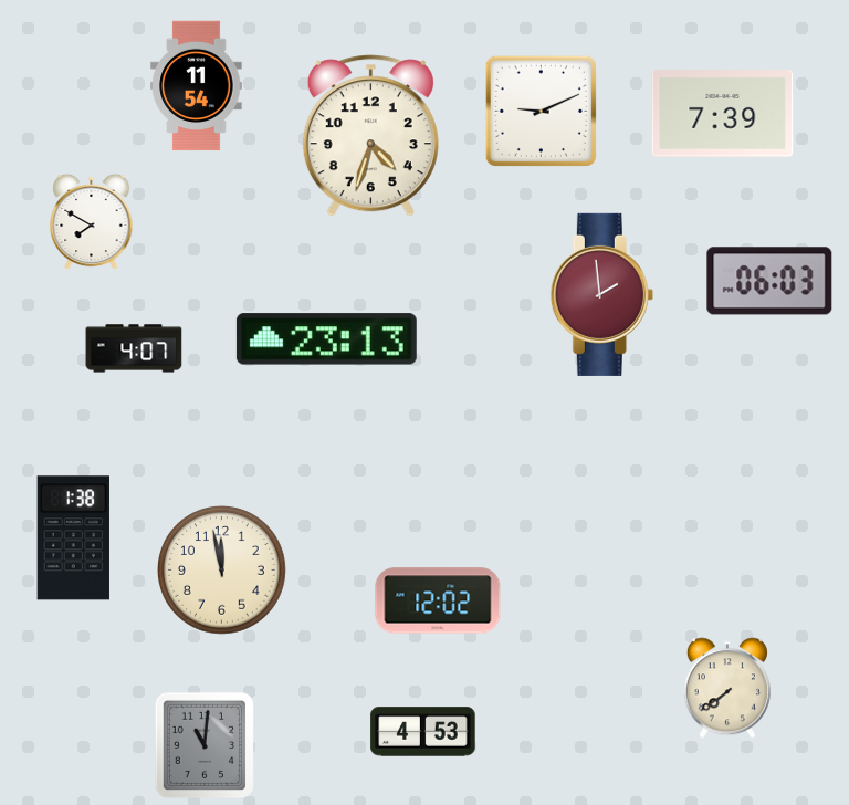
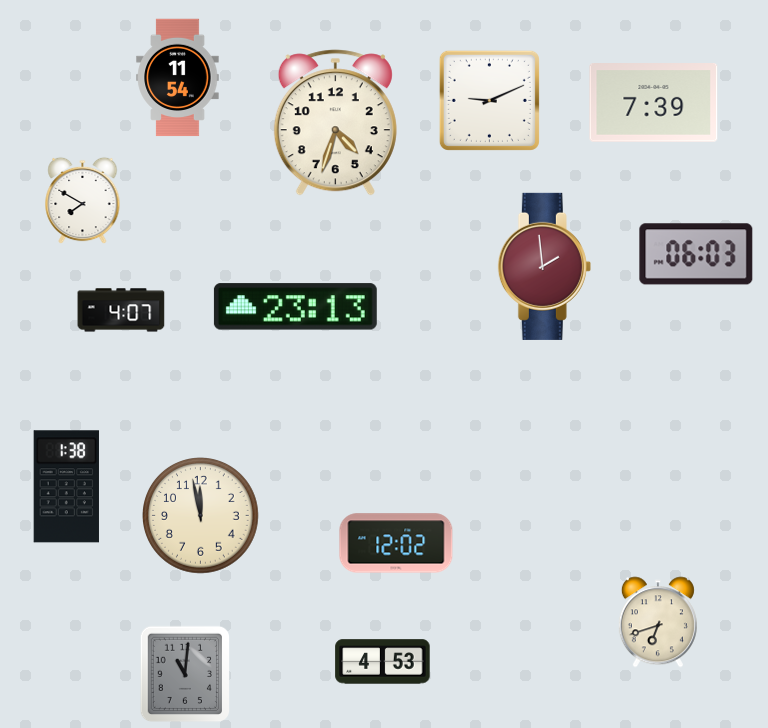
clock at (134, 348) position: (134, 348) -> (121, 310)
clock at (727, 688): 7:39 -> 6:42
